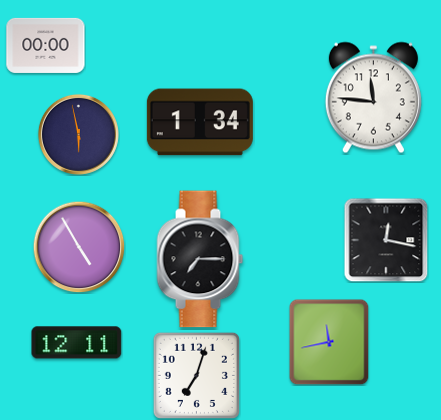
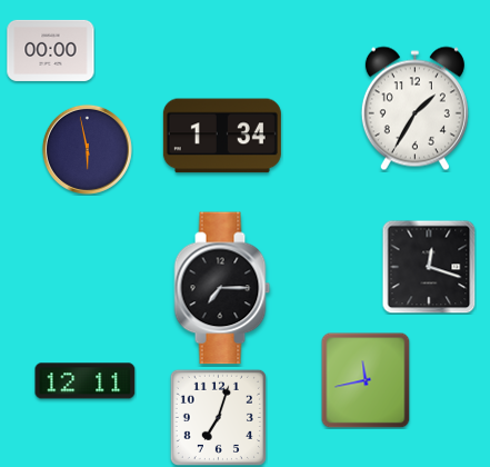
clock at (373, 98): 11:46 -> 1:35
clock at (386, 240): 12:17 -> 12:18
clock at (79, 247): 4:55 -> none
